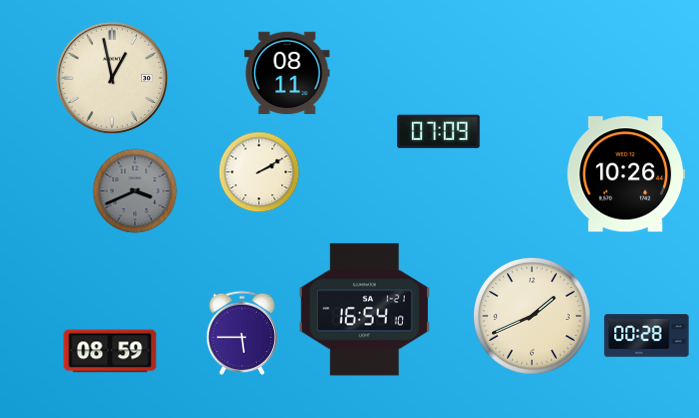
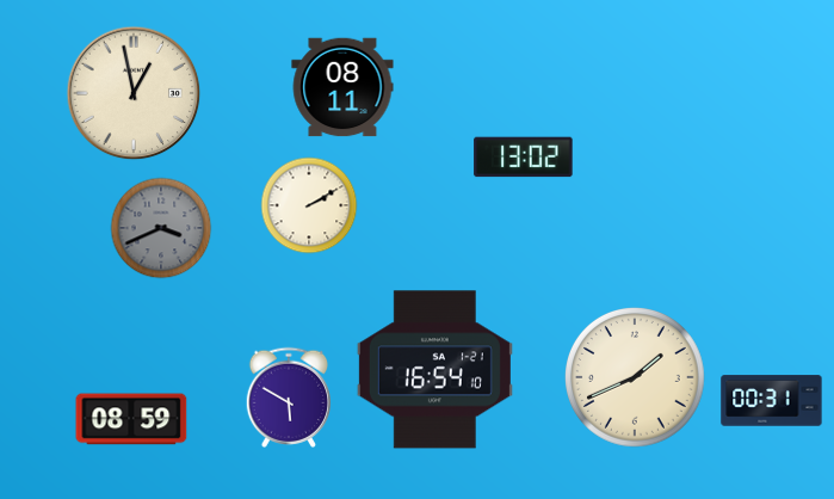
clock at (439, 132): 07:09 -> 13:02
clock at (626, 174): 10:26 -> none
clock at (241, 333): 5:45 -> 5:50
clock at (647, 336): 00:28 -> 00:31
